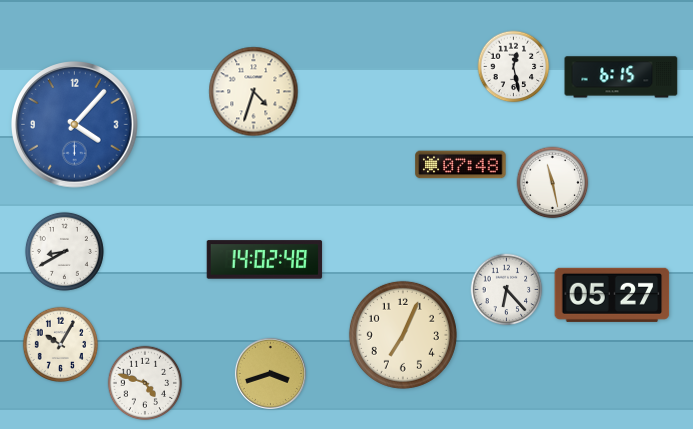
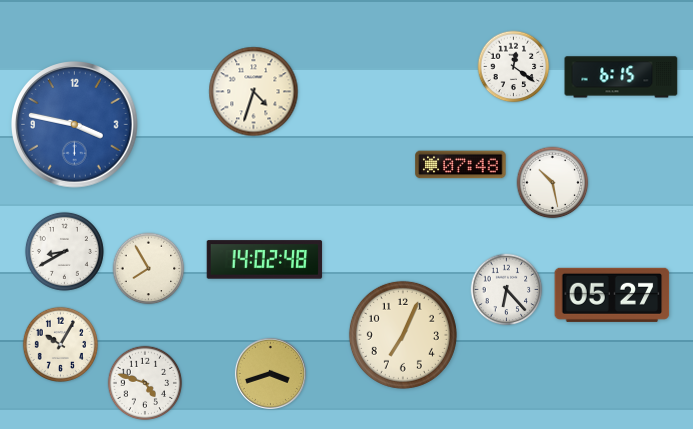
clock at (514, 67): 12:28 -> 12:21
clock at (75, 125): 4:07 -> 3:47
clock at (553, 183): 11:28 -> 10:28
clock at (149, 269): none -> 7:55
